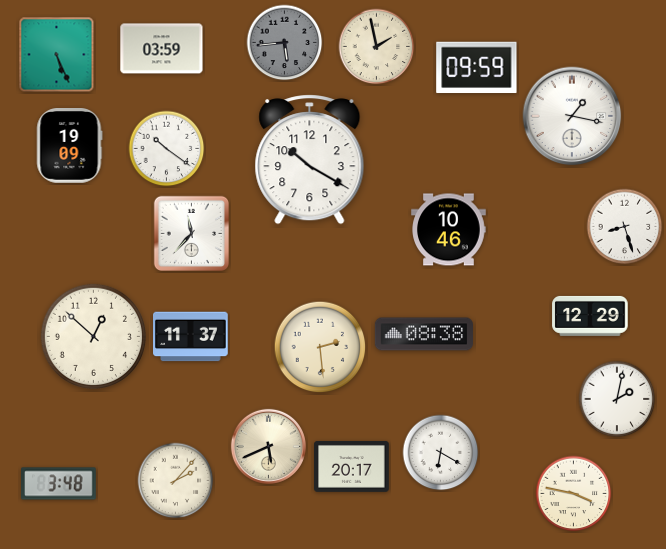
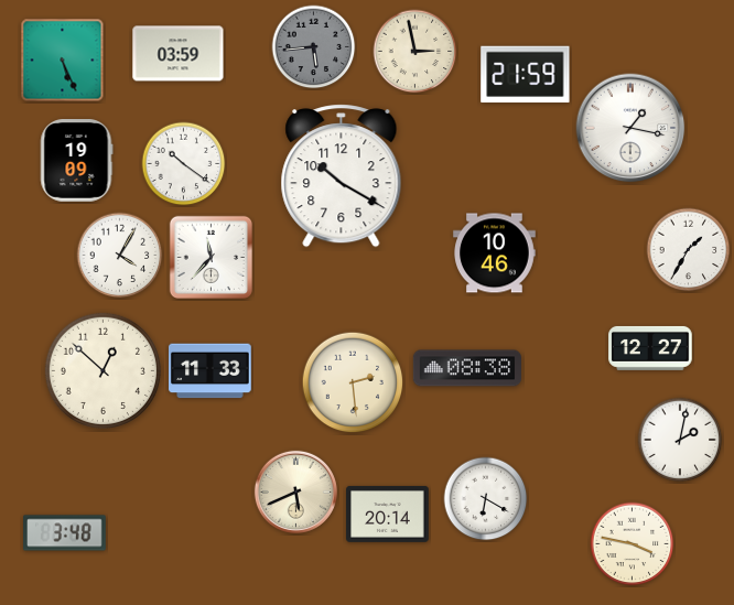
clock at (377, 47): 1:58 -> 2:58
clock at (477, 68): 09:59 -> 21:59
clock at (625, 227): 8:27 -> 1:35
clock at (120, 256): none -> 4:05
clock at (590, 316): 12:29 -> 12:27
clock at (191, 337): 11:37 -> 11:33
clock at (352, 466): 20:17 -> 20:14
clock at (176, 481): 2:07 -> none
